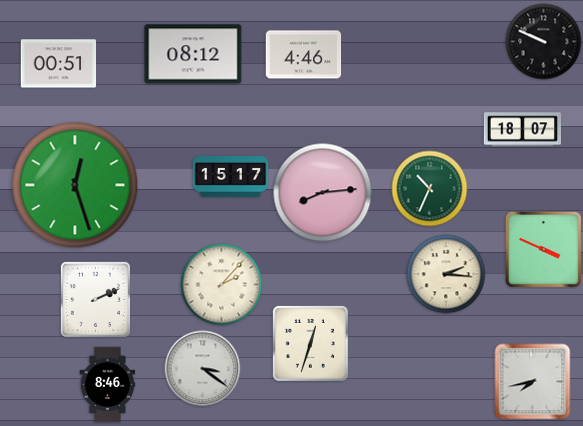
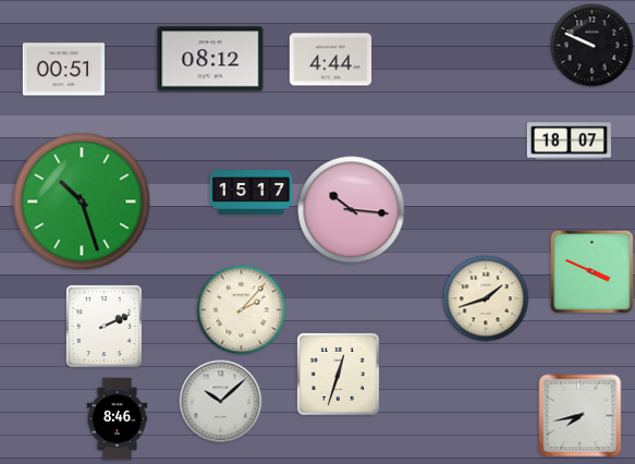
clock at (304, 55): 4:46 -> 4:44
clock at (75, 185): 12:27 -> 10:27
clock at (430, 189): 10:34 -> none
clock at (323, 193): 8:14 -> 10:16
clock at (446, 274): 2:16 -> 1:42
clock at (203, 369): 3:21 -> 10:08
